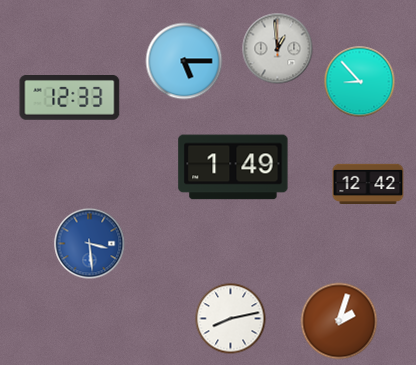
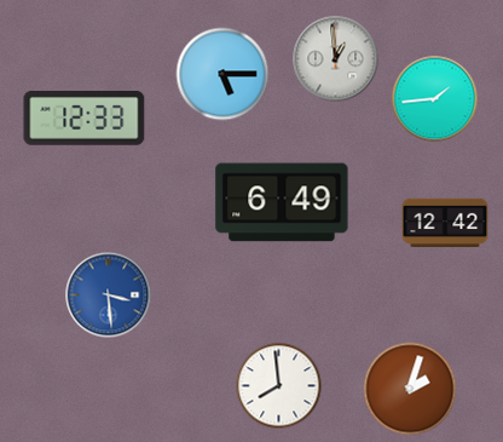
clock at (360, 82): 8:53 -> 1:44
clock at (233, 167): 1:49 -> 6:49
clock at (231, 319): 8:13 -> 7:59
